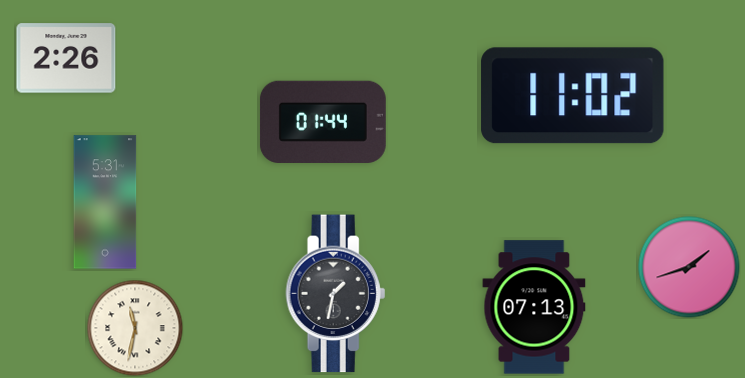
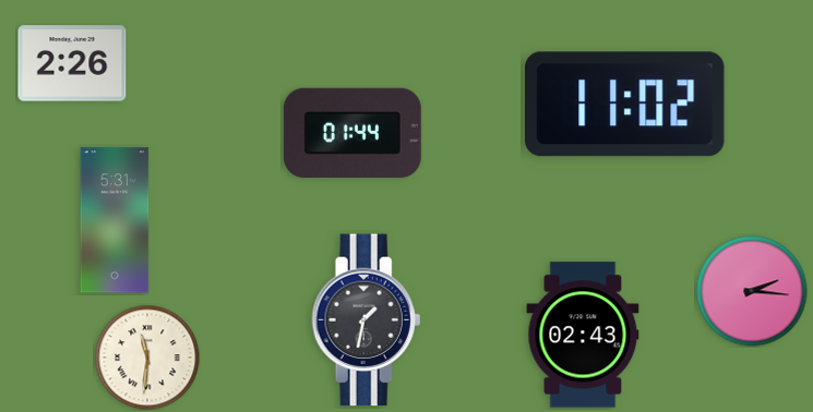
clock at (689, 267): 1:42 -> 2:16
clock at (534, 307): 07:13 -> 02:43
clock at (135, 328): 11:32 -> 11:31
